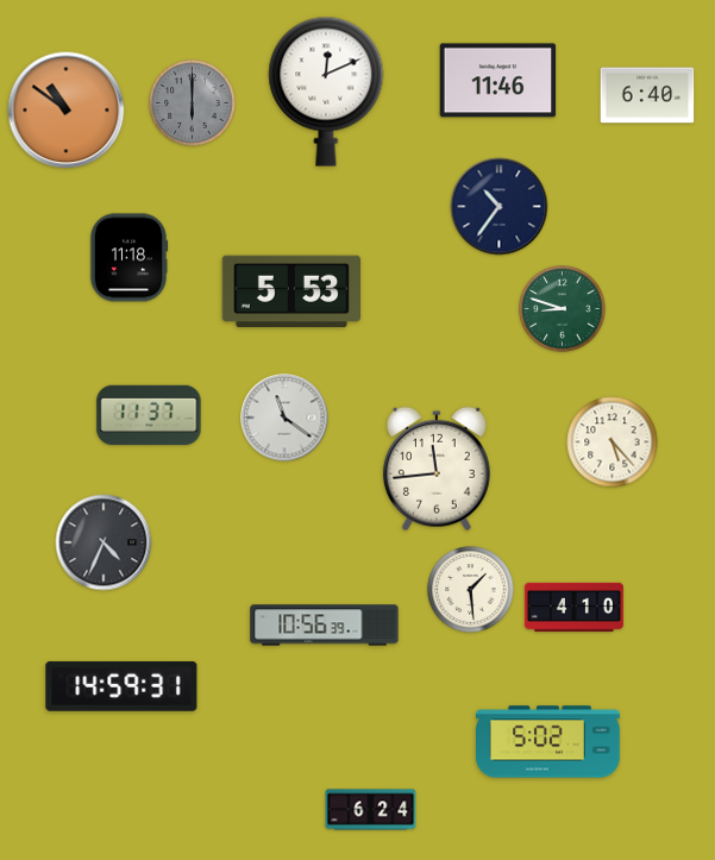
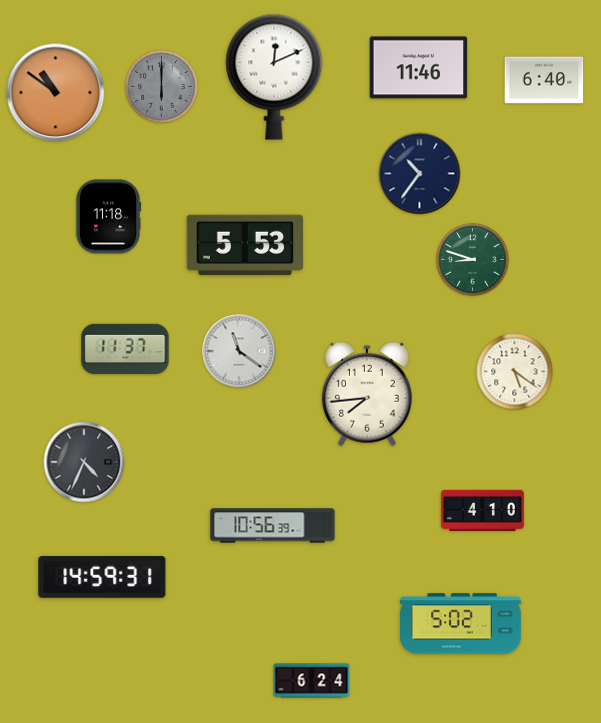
clock at (613, 442): 5:23 -> 5:21
clock at (437, 469): 11:44 -> 7:44
clock at (104, 542) position: (104, 542) -> (84, 462)
clock at (471, 590): 1:29 -> none
